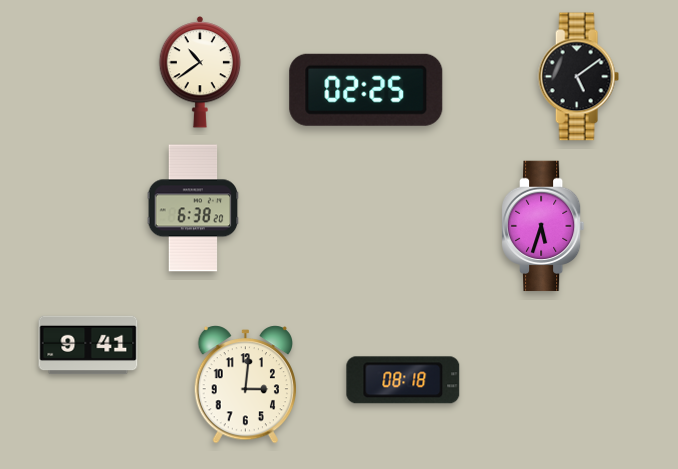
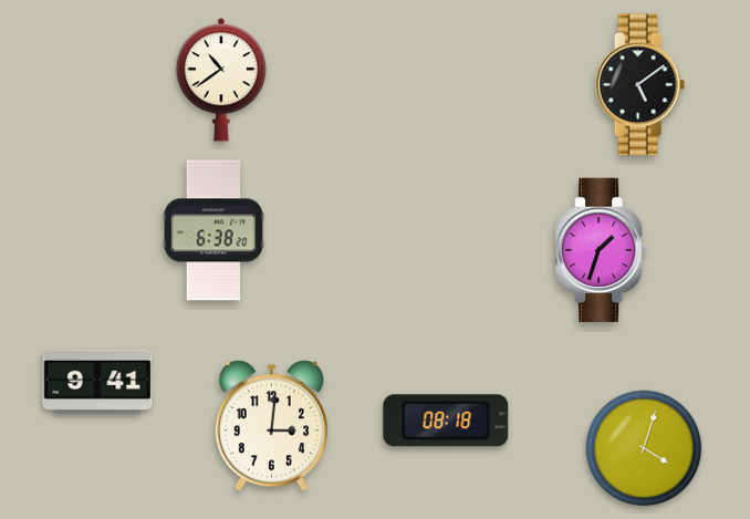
clock at (366, 90): 02:25 -> none
clock at (543, 226): 5:33 -> 1:33
clock at (644, 448): none -> 4:03
